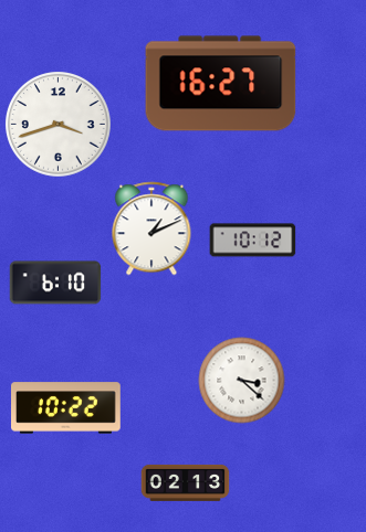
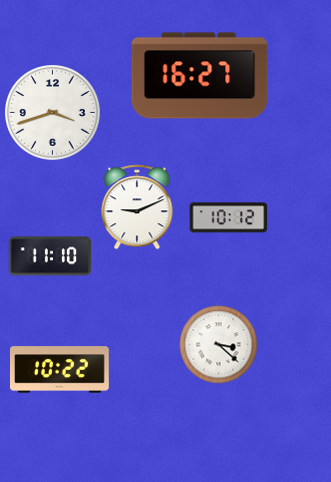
clock at (151, 228): 1:11 -> 9:11
clock at (55, 283): 6:10 -> 11:10
clock at (185, 482): 02:13 -> none
